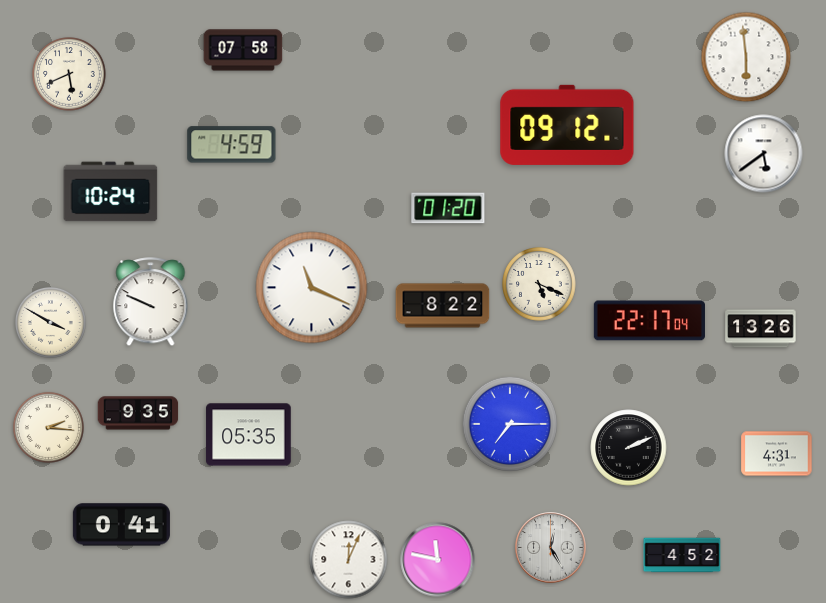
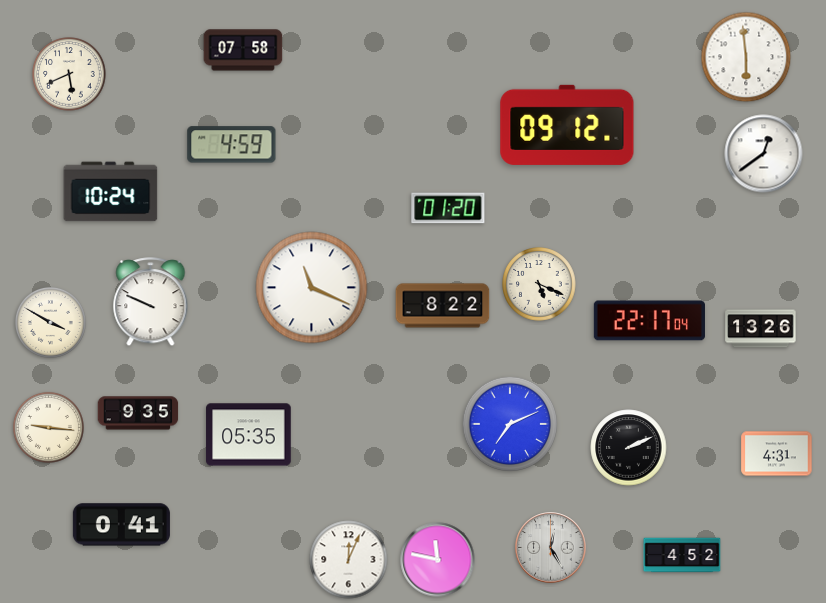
clock at (764, 154): 5:39 -> 12:39
clock at (510, 424): 7:15 -> 7:11
clock at (48, 427): 2:16 -> 9:16
